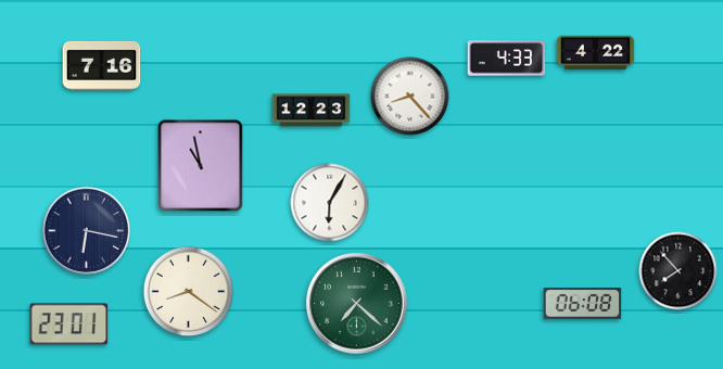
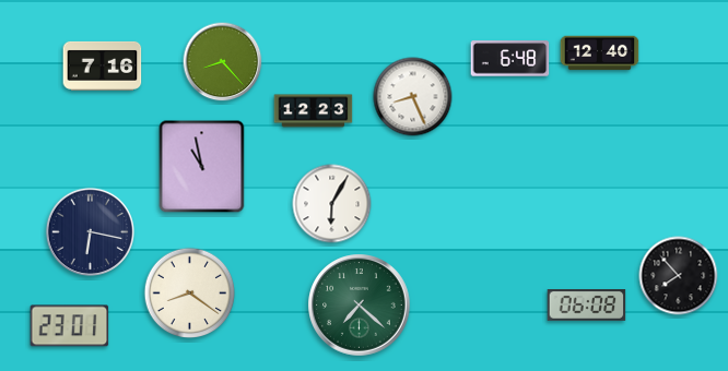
clock at (596, 53): 4:22 -> 12:40
clock at (507, 59): 4:33 -> 6:48
clock at (223, 62): none -> 8:23
clock at (410, 97): 8:23 -> 8:26
clock at (86, 230) position: (86, 230) -> (90, 231)
clock at (678, 271) position: (678, 271) -> (679, 276)
